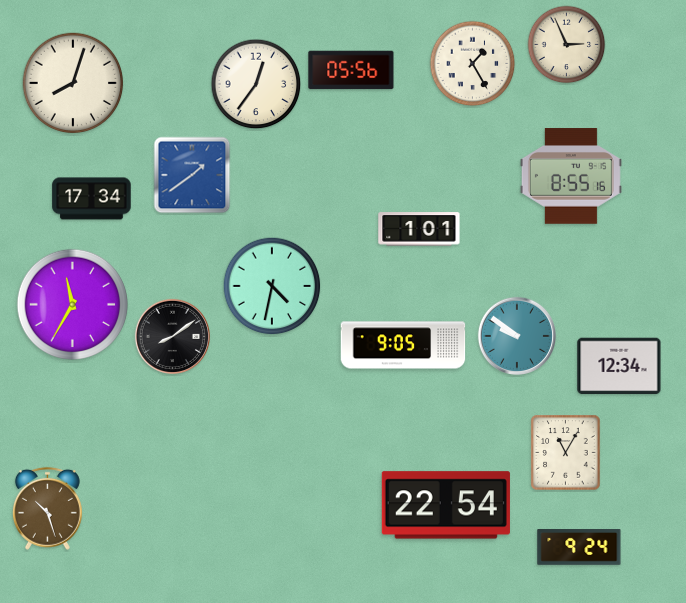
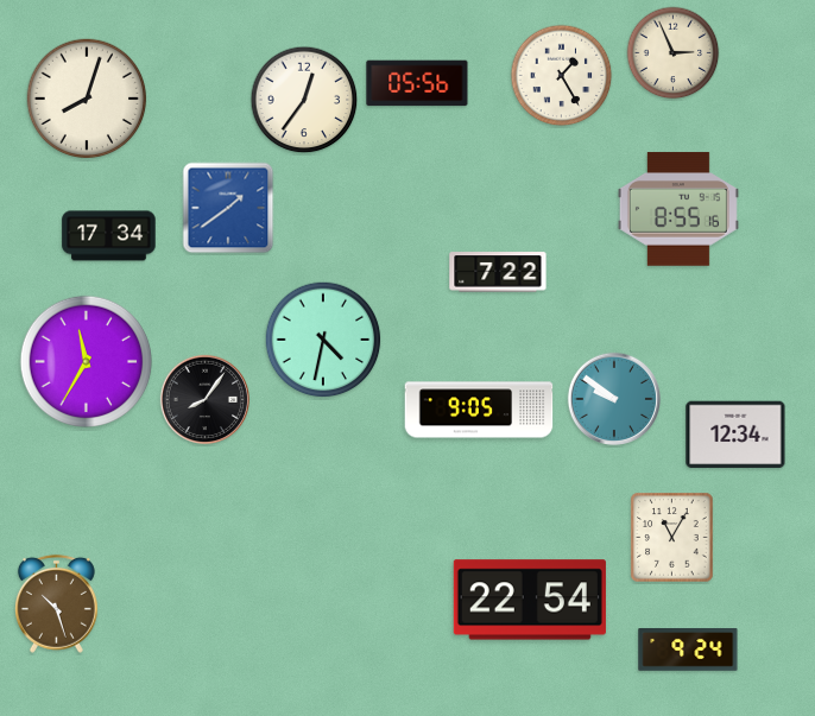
clock at (419, 229): 1:01 -> 7:22
clock at (172, 336): 8:09 -> 8:06
